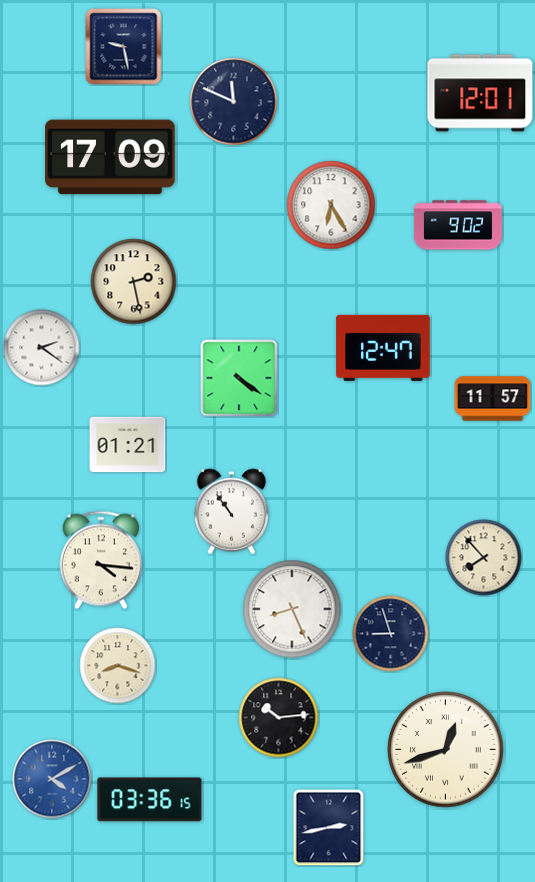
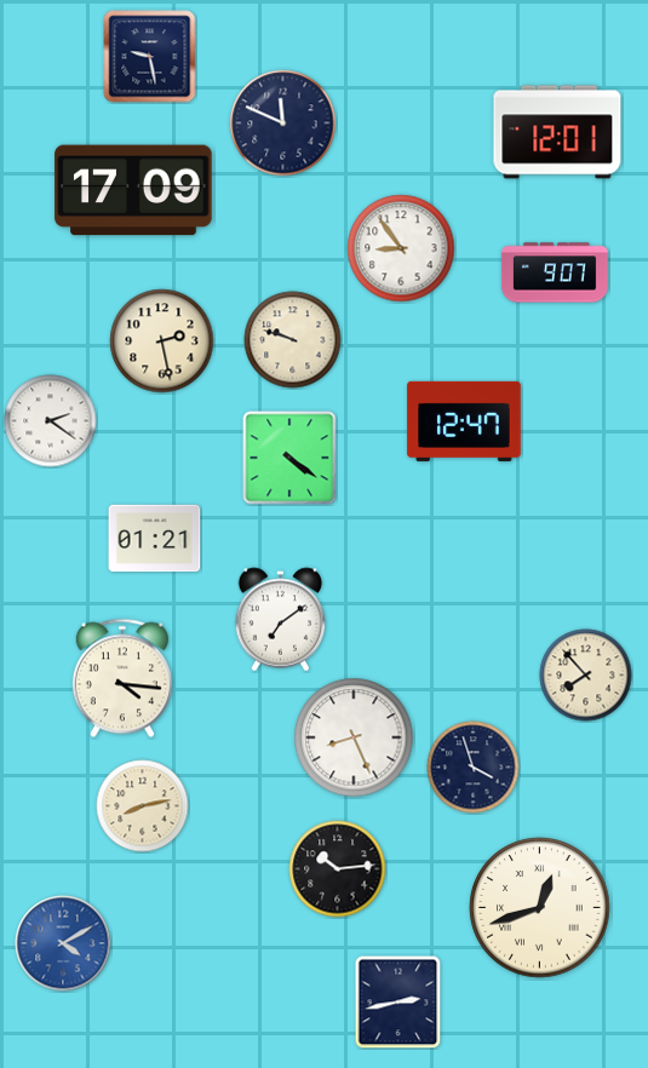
clock at (480, 93) position: (480, 93) -> (557, 132)
clock at (331, 205): 6:25 -> 8:54
clock at (458, 225): 9:02 -> 9:07
clock at (293, 340): none -> 9:48
clock at (493, 399): 11:57 -> none
clock at (232, 512): 10:54 -> 7:09
clock at (391, 634): 8:57 -> 3:57
clock at (118, 666): 8:18 -> 8:13
clock at (150, 800): 03:36 -> none
